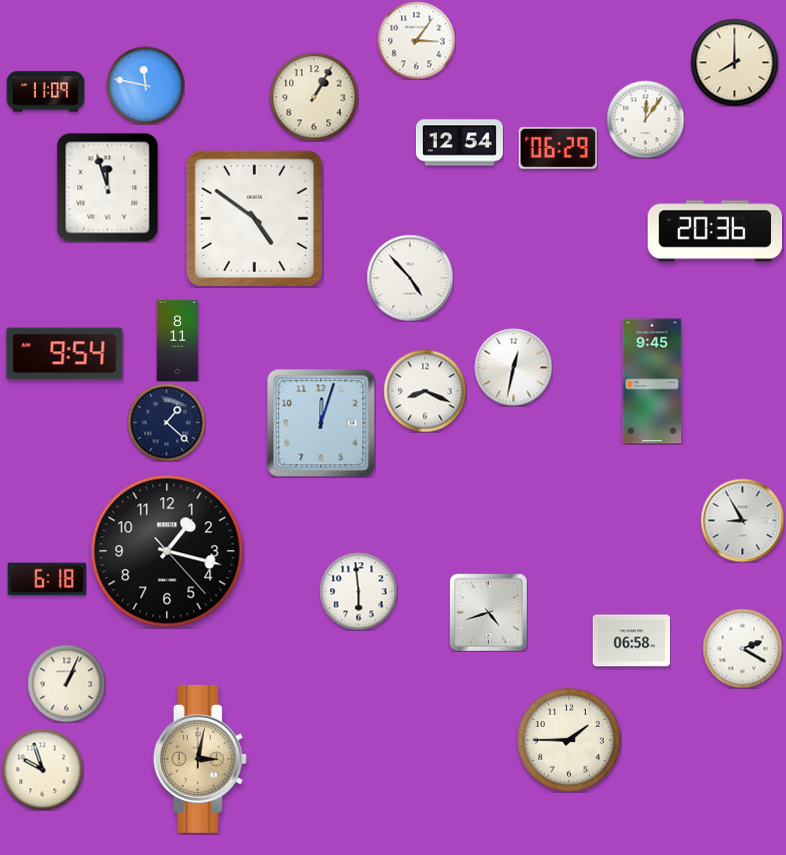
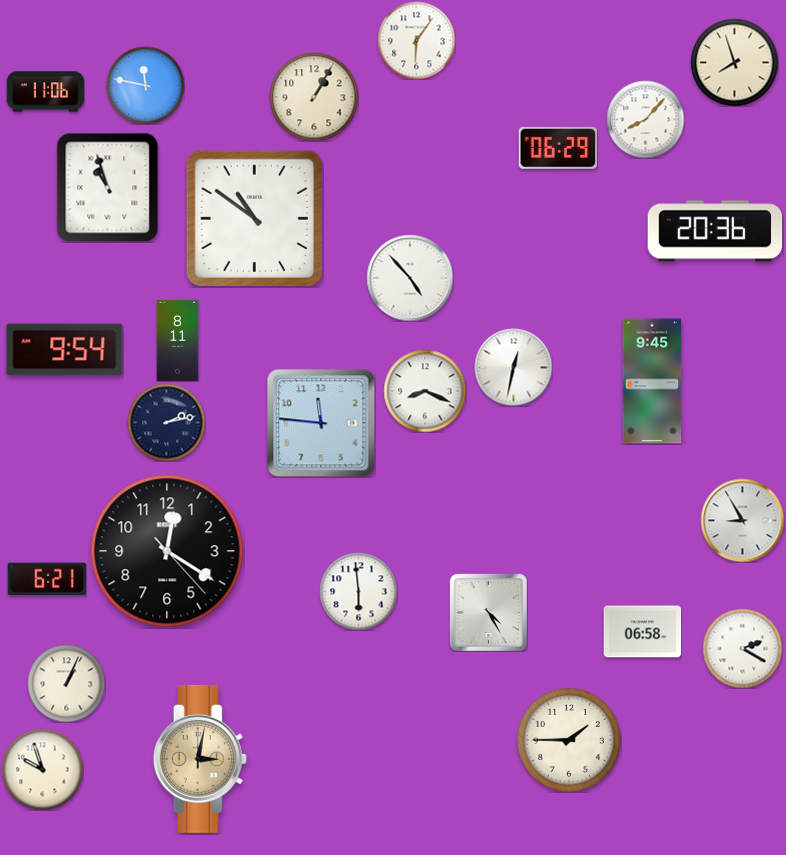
clock at (416, 40): 3:06 -> 6:06
clock at (734, 62): 8:00 -> 7:57
clock at (45, 92): 11:09 -> 11:06
clock at (645, 119): 12:06 -> 8:07
clock at (459, 143): 12:54 -> none
clock at (108, 187): 11:57 -> 10:57
clock at (254, 218): 4:51 -> 10:51
clock at (65, 354) position: (65, 354) -> (65, 350)
clock at (166, 422): 1:22 -> 2:13
clock at (321, 423): 12:03 -> 11:46
clock at (167, 551): 1:17 -> 12:20
clock at (46, 579): 6:18 -> 6:21
clock at (489, 613): 4:42 -> 4:25
clock at (631, 641) position: (631, 641) -> (642, 632)
